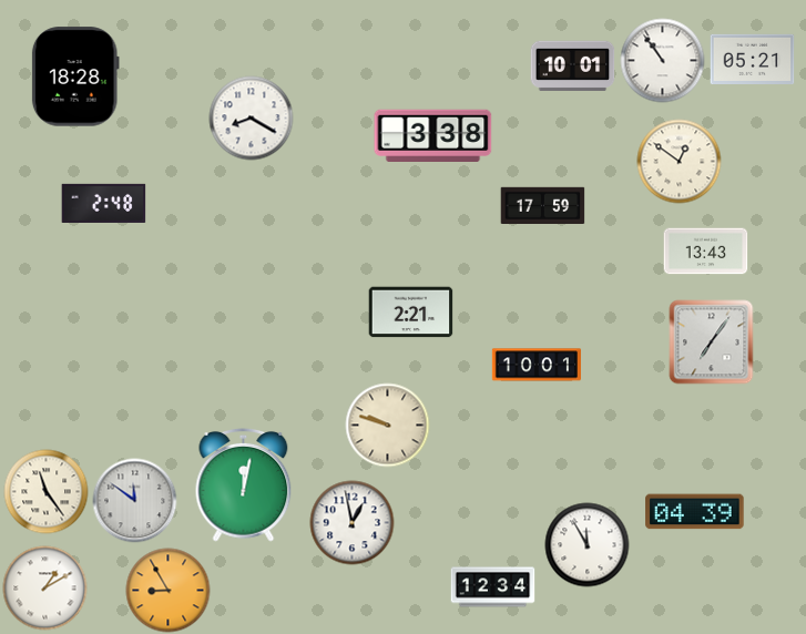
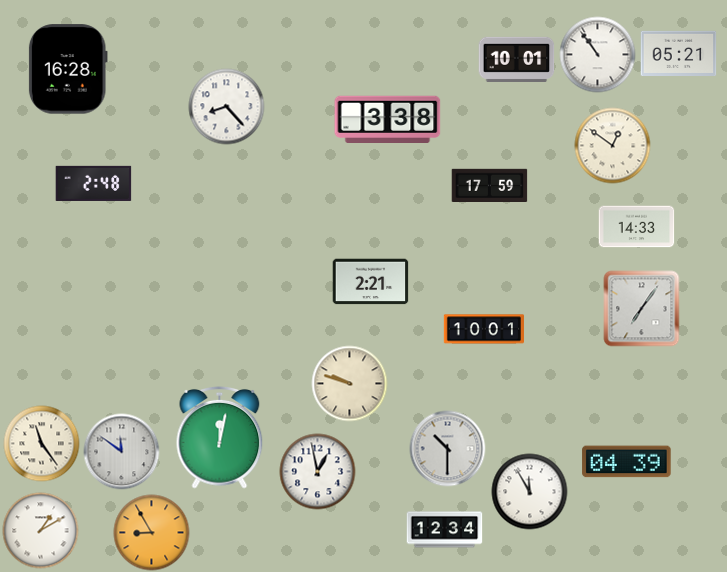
clock at (75, 76): 18:28 -> 16:28
clock at (252, 119): 8:20 -> 8:23
clock at (433, 136) position: (433, 136) -> (388, 120)
clock at (706, 252): 13:43 -> 14:33
clock at (448, 449): none -> 10:30
